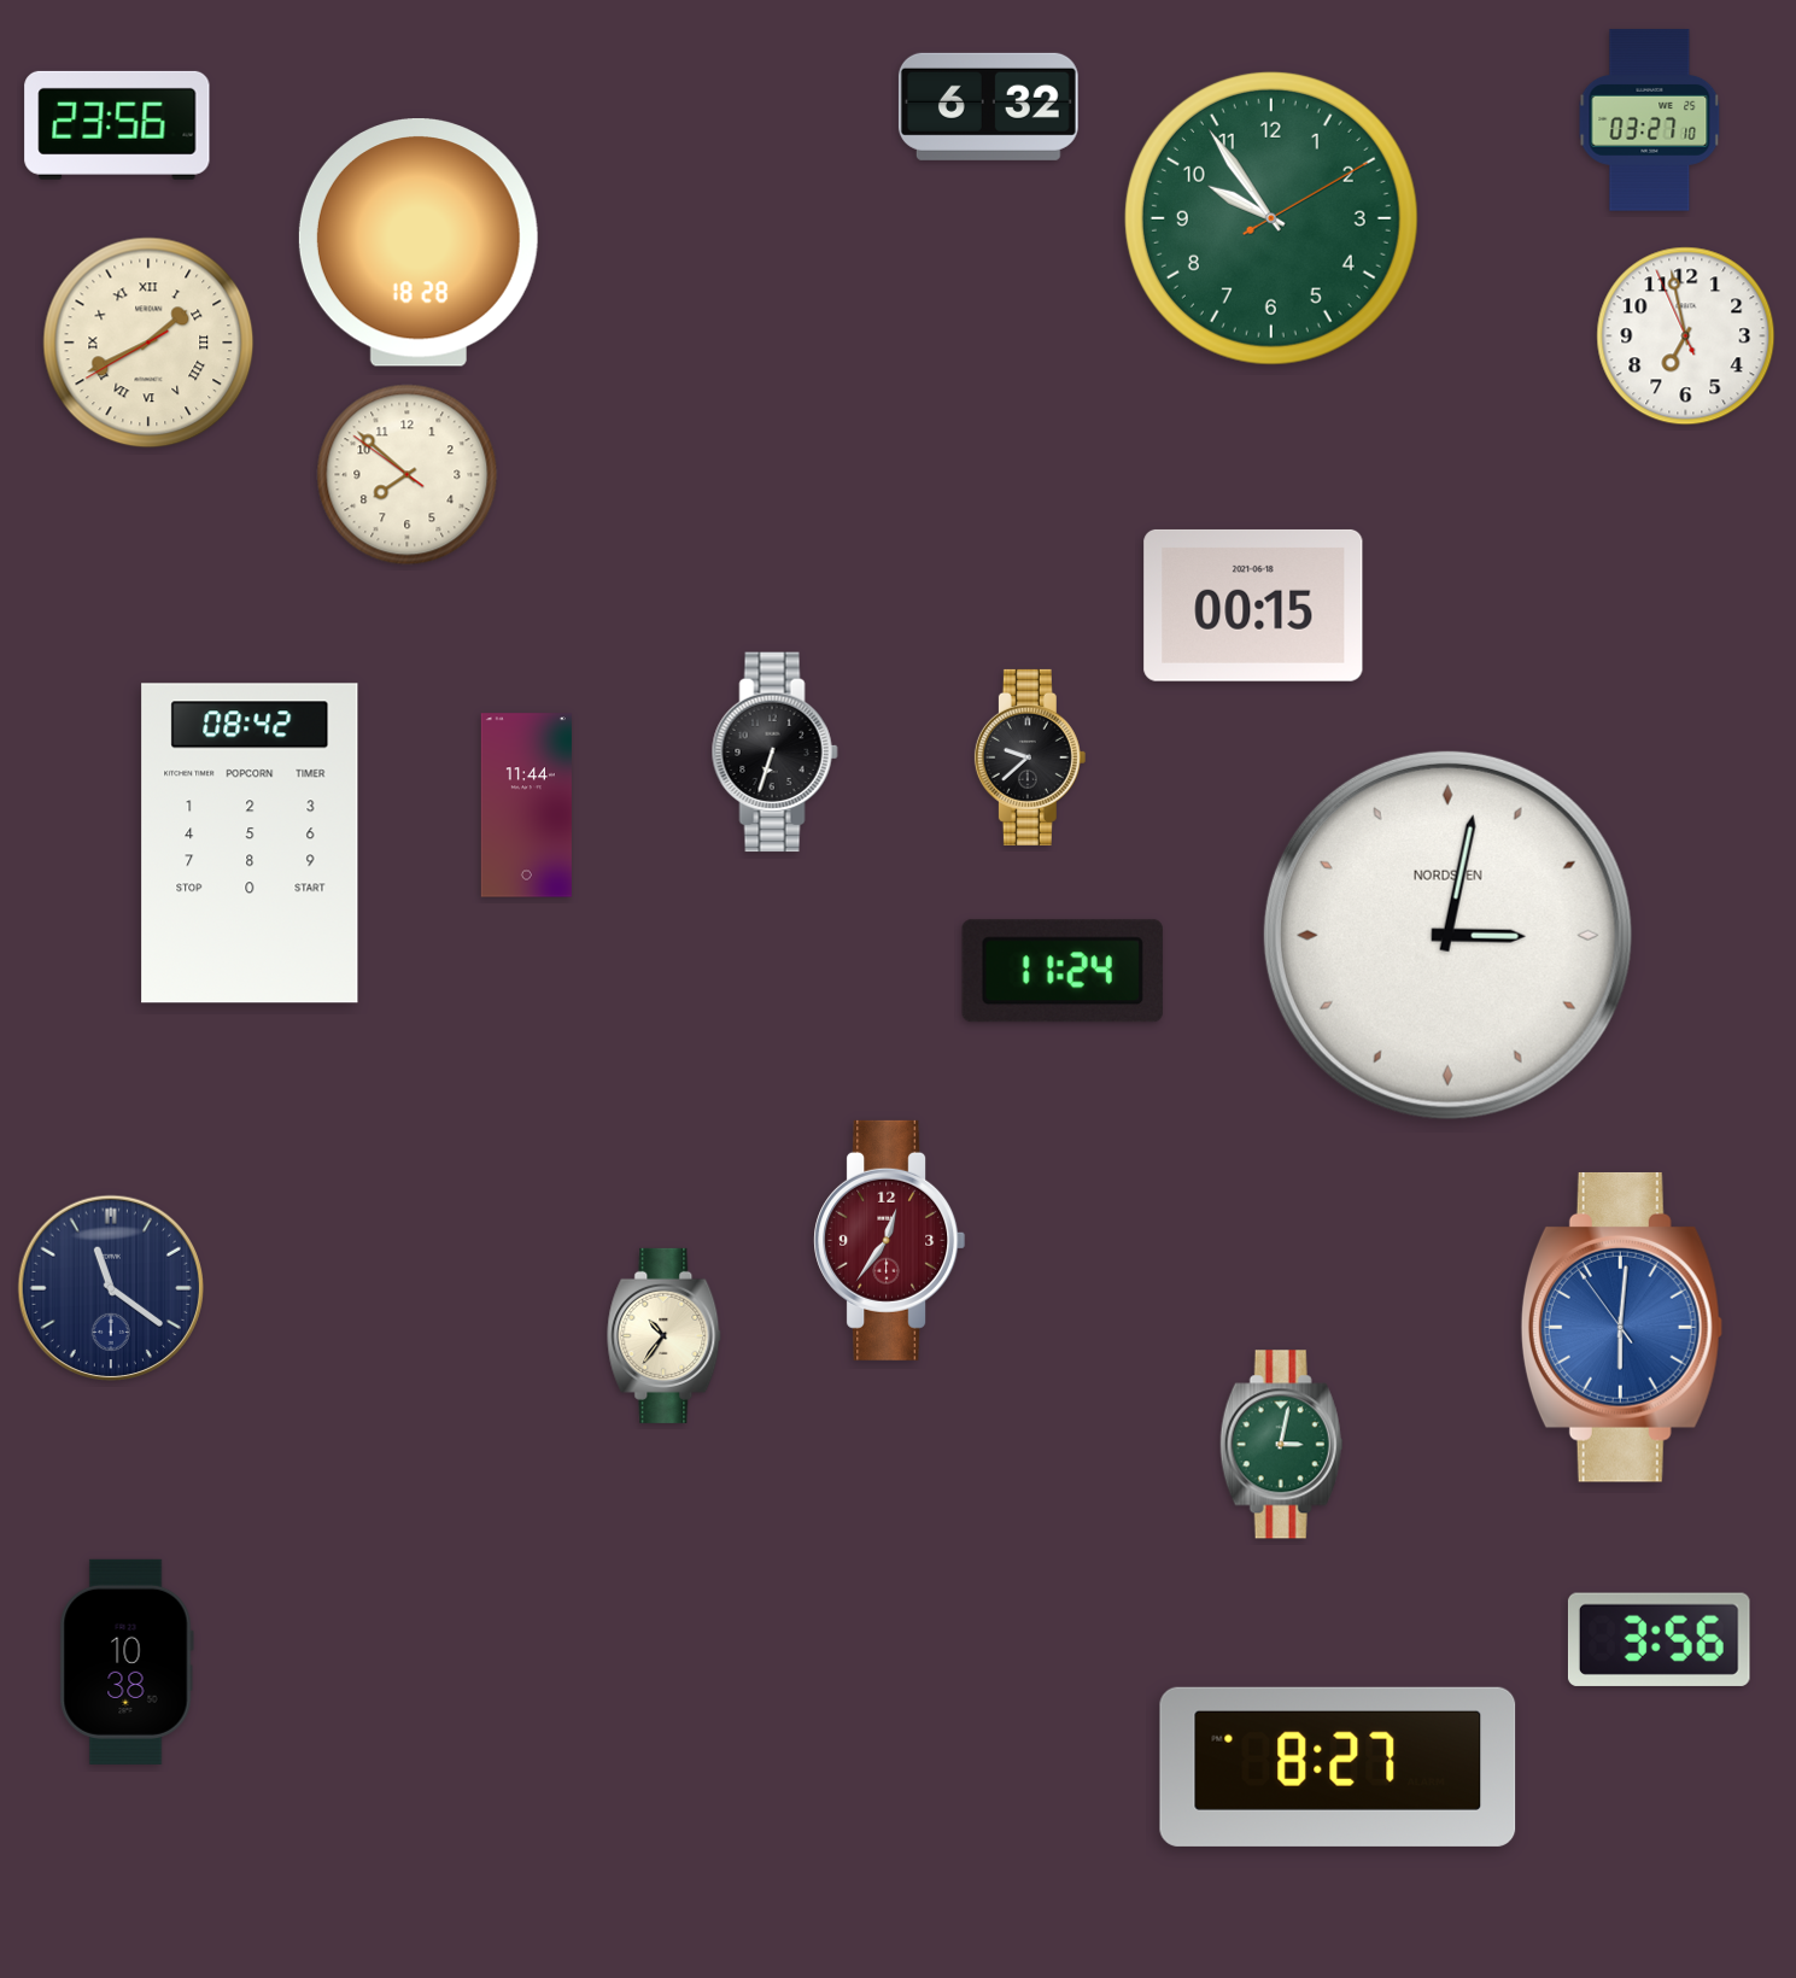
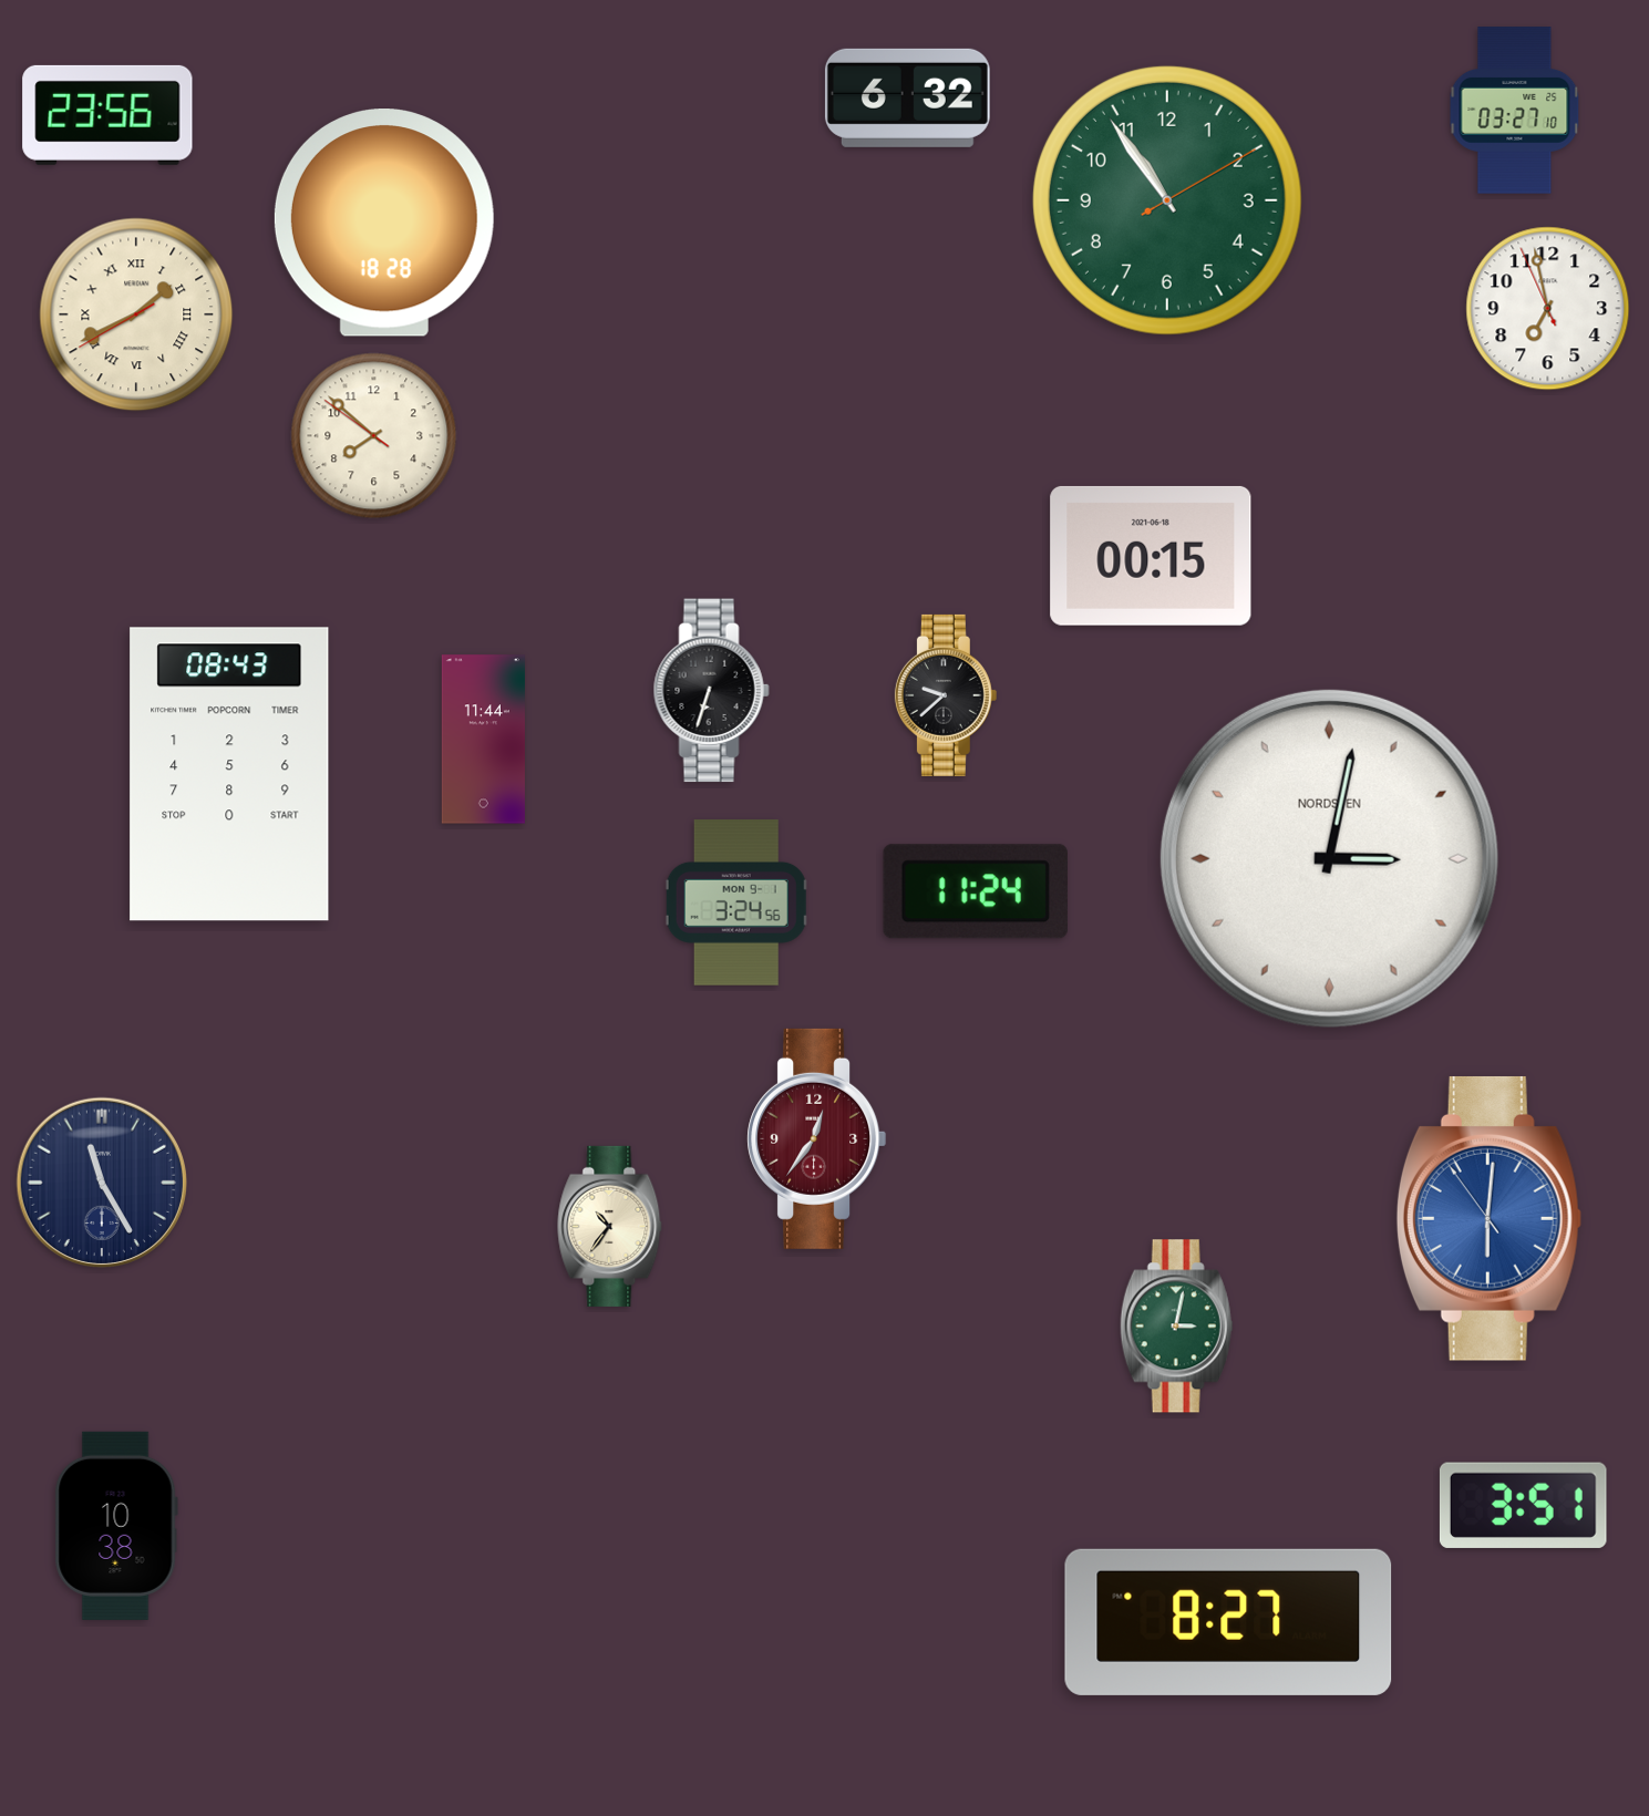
clock at (1271, 218): 9:54 -> 10:54
clock at (250, 843): 08:42 -> 08:43
clock at (736, 902): none -> 3:24
clock at (111, 1288): 11:21 -> 11:25
clock at (1658, 1639): 3:56 -> 3:51
